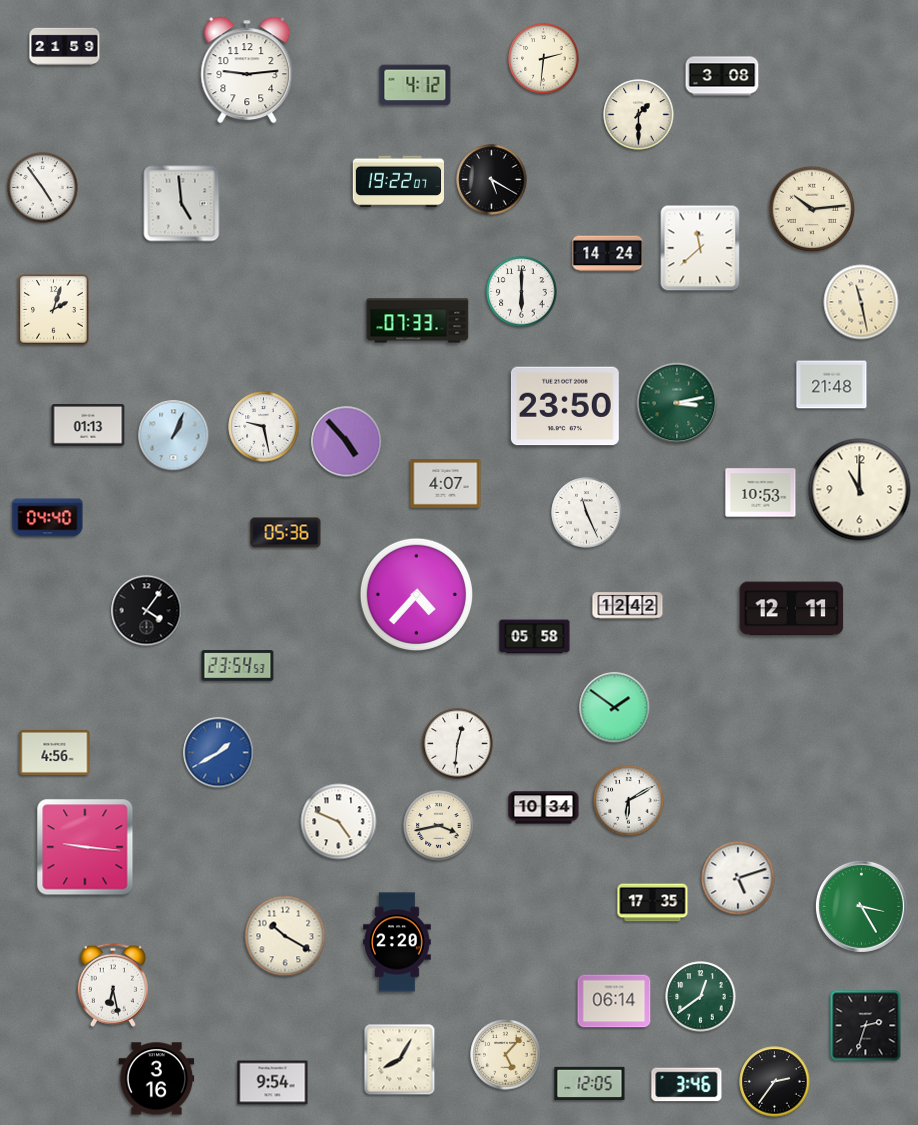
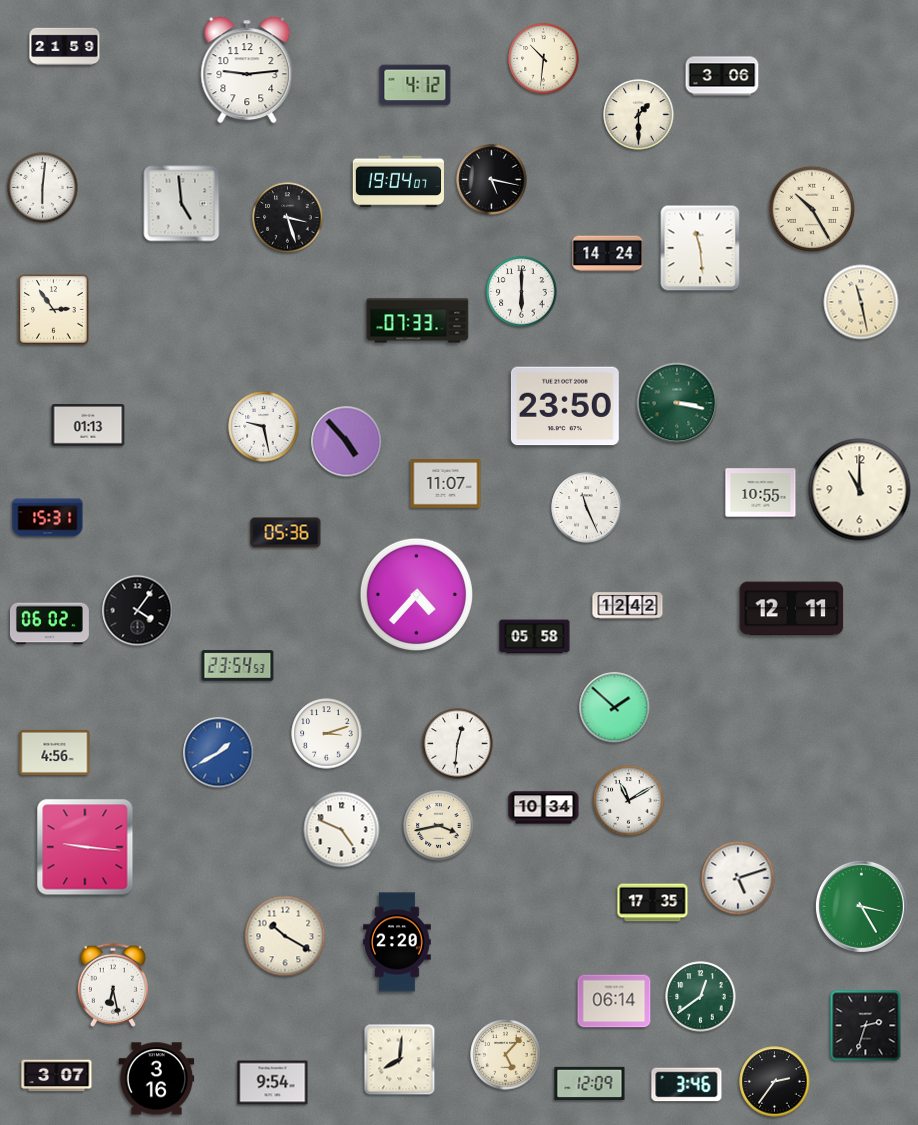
clock at (544, 59): 2:31 -> 10:31
clock at (722, 76): 3:08 -> 3:06
clock at (492, 180): 5:20 -> 5:17
clock at (398, 182): 19:22 -> 19:04
clock at (43, 188): 4:54 -> 6:01
clock at (812, 209): 10:14 -> 10:25
clock at (288, 218): none -> 3:27
clock at (700, 248): 11:38 -> 11:29
clock at (54, 310): 2:03 -> 2:54
clock at (832, 385): 21:48 -> none
clock at (677, 403): 3:13 -> 3:17
clock at (174, 436): 1:04 -> none
clock at (446, 484): 4:07 -> 11:07
clock at (761, 493): 10:53 -> 10:55
clock at (587, 513) position: (587, 513) -> (587, 508)
clock at (48, 518): 04:40 -> 15:31
clock at (147, 611) position: (147, 611) -> (138, 611)
clock at (49, 624): none -> 06:02
clock at (615, 708): 1:51 -> 1:52
clock at (327, 734): none -> 3:12
clock at (629, 801): 6:10 -> 11:10
clock at (339, 822) position: (339, 822) -> (342, 830)
clock at (400, 1060): 8:05 -> 8:01
clock at (57, 1076): none -> 3:07
clock at (590, 1084): 12:05 -> 12:09
